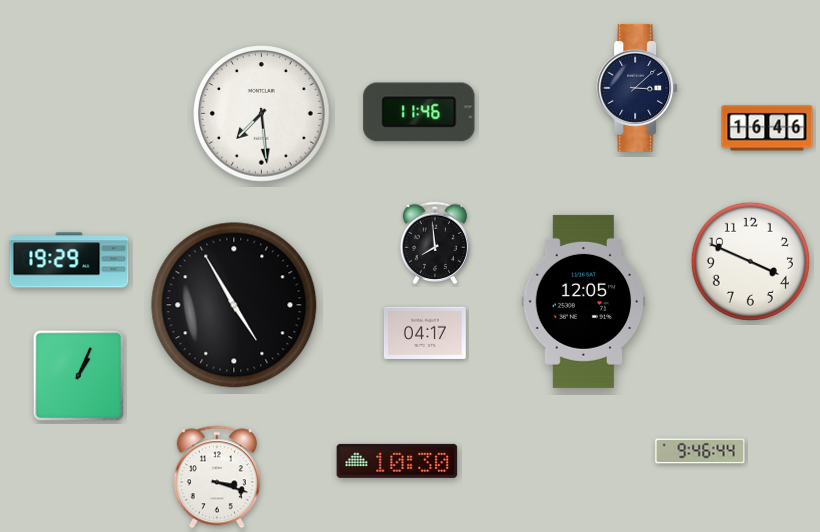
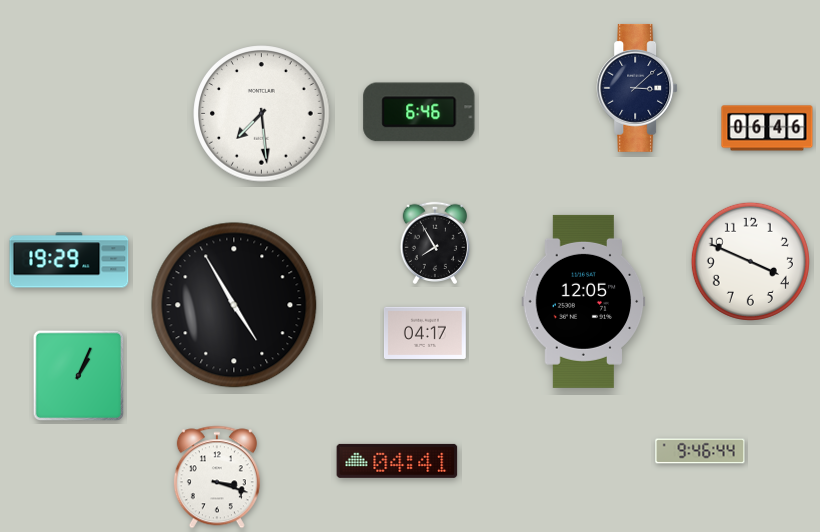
clock at (419, 112): 11:46 -> 6:46
clock at (767, 128): 16:46 -> 06:46
clock at (434, 243): 7:59 -> 7:55
clock at (397, 461): 10:30 -> 04:41
